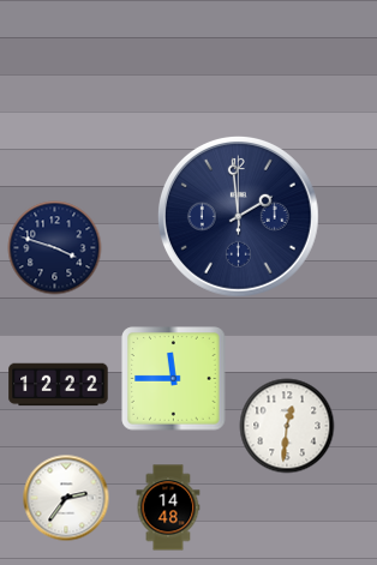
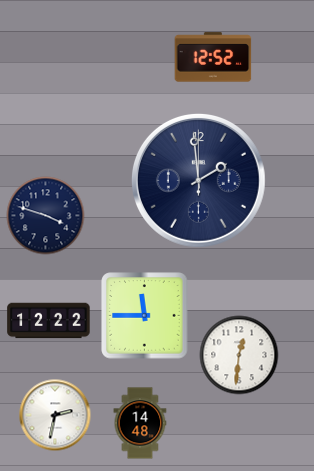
clock at (213, 57): none -> 12:52
clock at (55, 248) position: (55, 248) -> (46, 216)
clock at (66, 498): 2:36 -> 2:32
